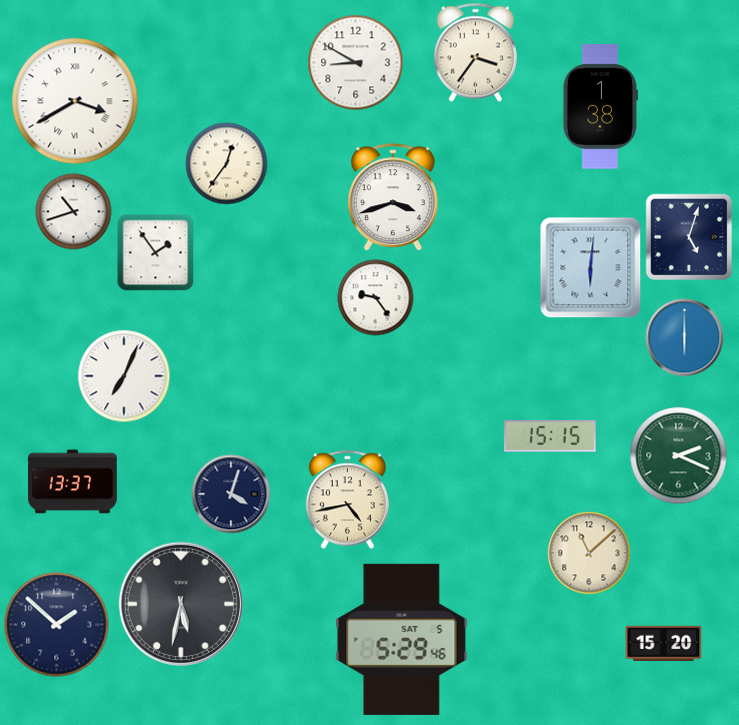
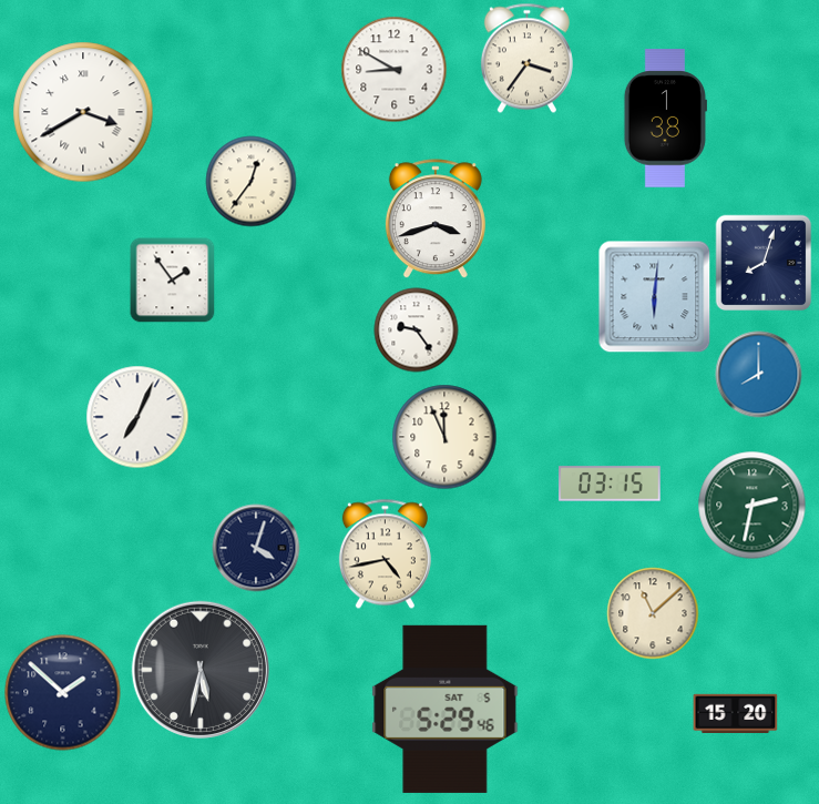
clock at (74, 212): 10:42 -> none
clock at (689, 237): 5:03 -> 8:03
clock at (685, 338): 6:00 -> 8:00
clock at (444, 437): none -> 11:56
clock at (550, 436): 15:15 -> 03:15
clock at (679, 456): 2:19 -> 2:32
clock at (73, 482): 13:37 -> none
